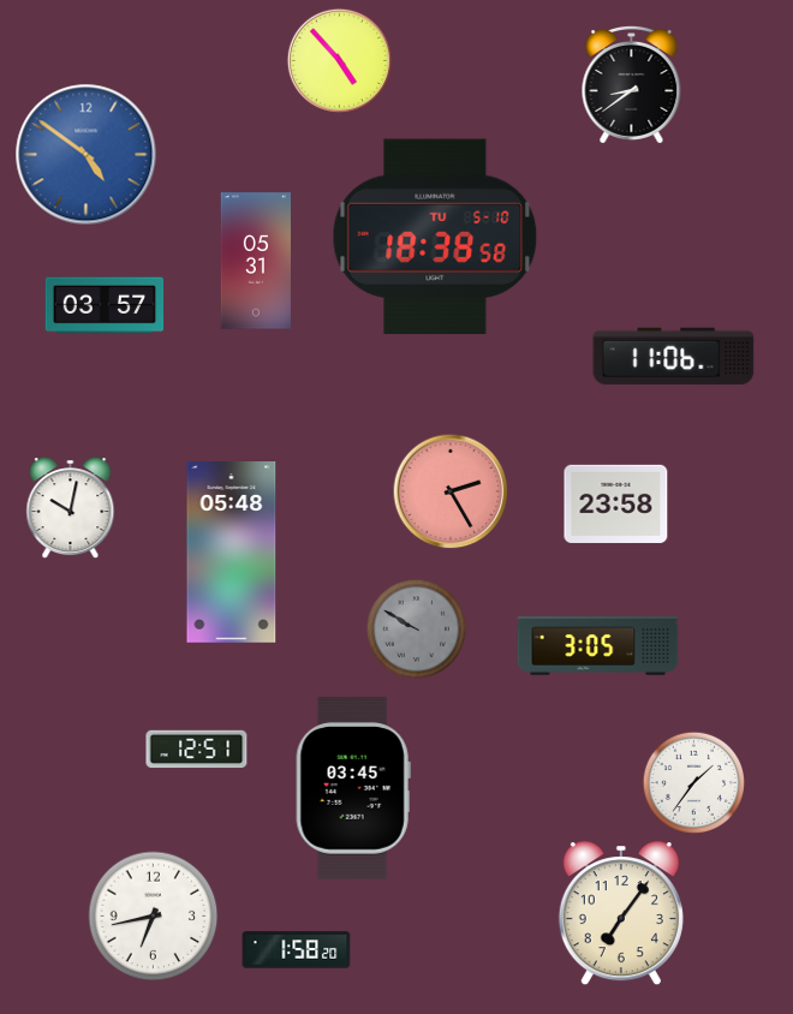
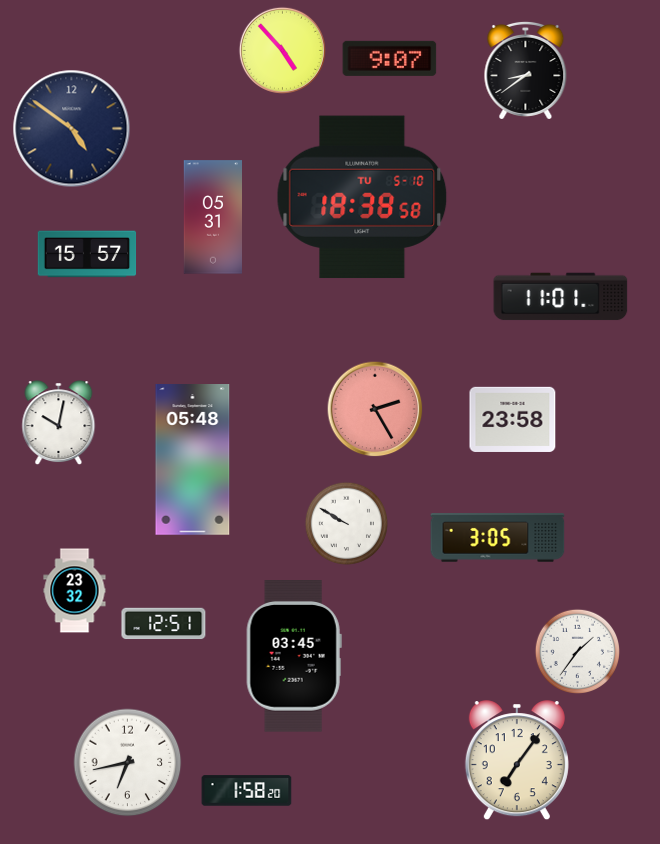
clock at (390, 58): none -> 9:07
clock at (87, 155) dial: blue -> navy
clock at (105, 305): 03:57 -> 15:57
clock at (674, 357): 11:06 -> 11:01
clock at (416, 628) dial: grey -> white
clock at (75, 591): none -> 23:32
